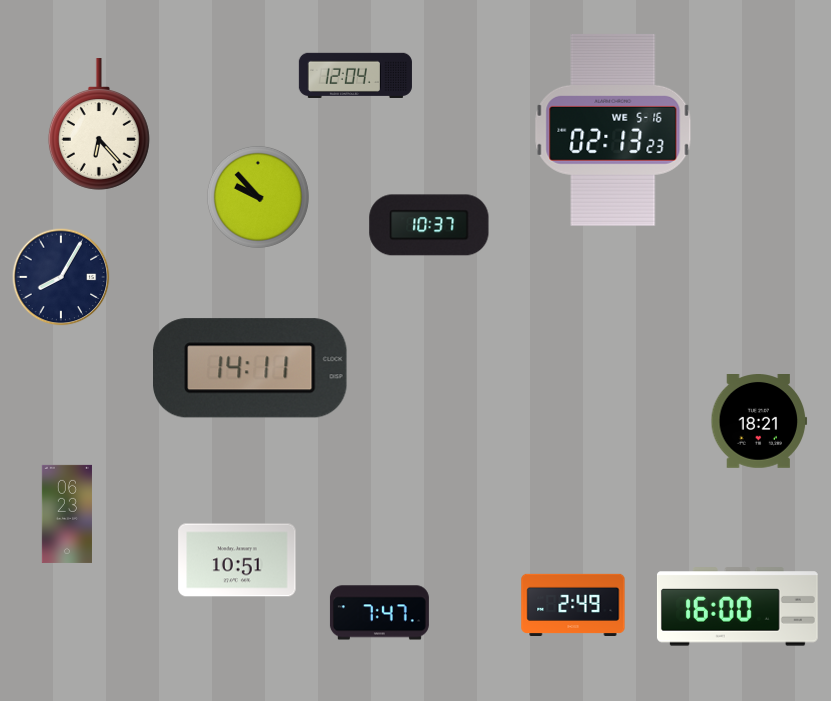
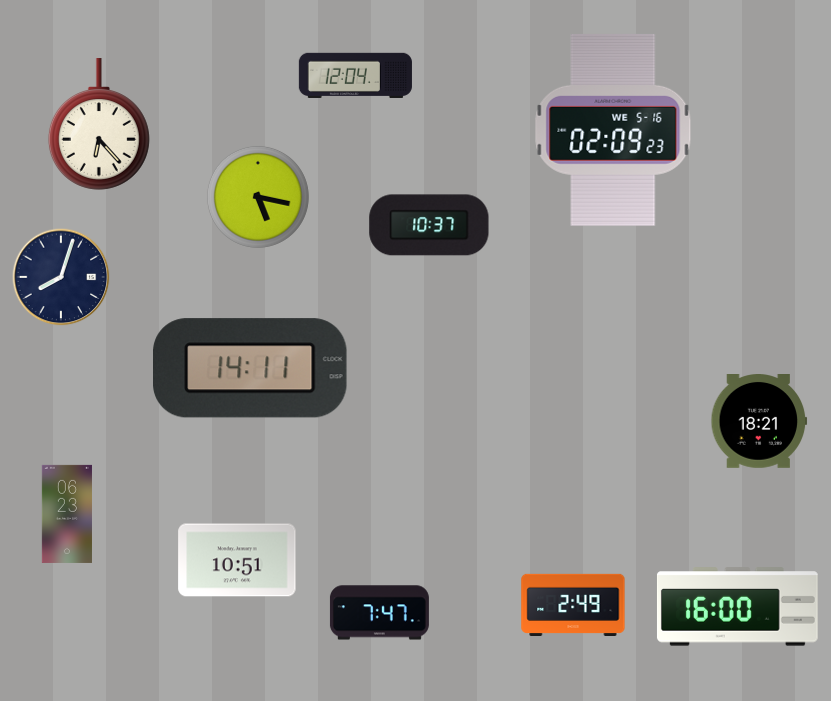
clock at (613, 130): 02:13 -> 02:09
clock at (258, 197): 9:53 -> 5:17
clock at (61, 277): 8:05 -> 8:03
